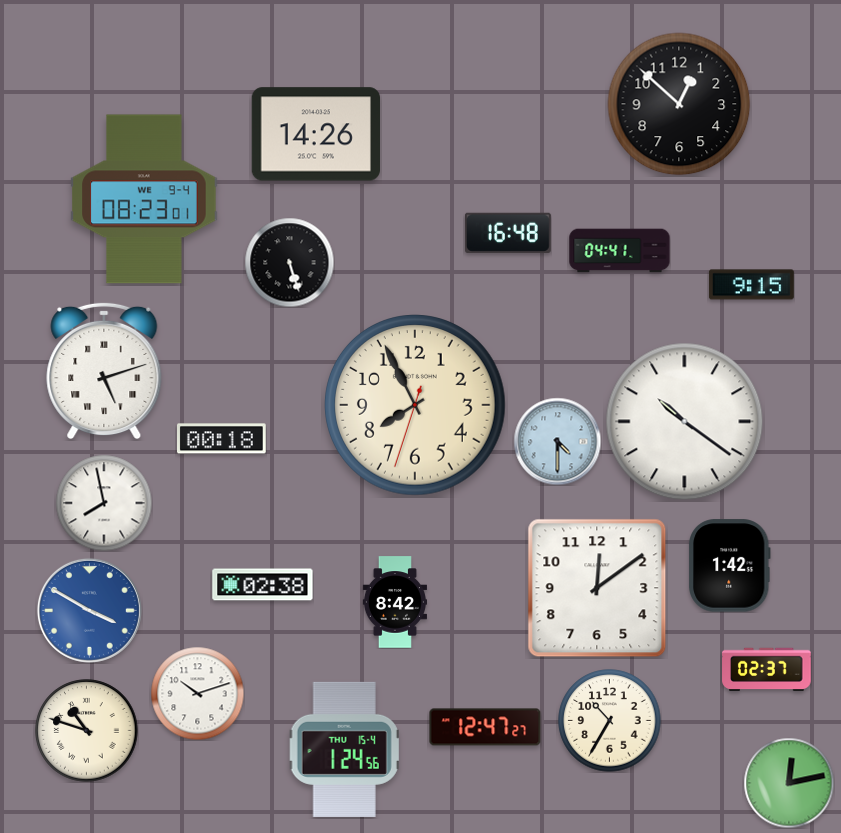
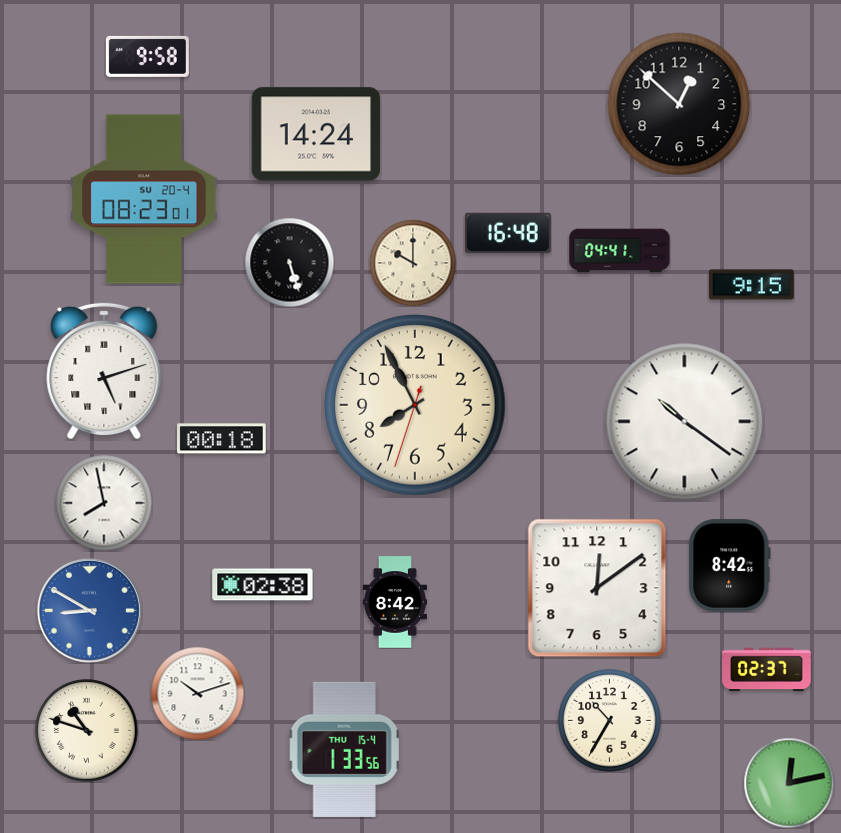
clock at (147, 56): none -> 9:58
clock at (315, 134): 14:26 -> 14:24
clock at (144, 199) date: WE 9-4 -> SU 20-4
clock at (413, 263): none -> 10:00
clock at (557, 441): 4:30 -> none
clock at (729, 566): 1:42 -> 8:42
clock at (89, 610): 3:50 -> 8:50
clock at (485, 727): 12:47 -> none
clock at (344, 749): 1:24 -> 1:33
